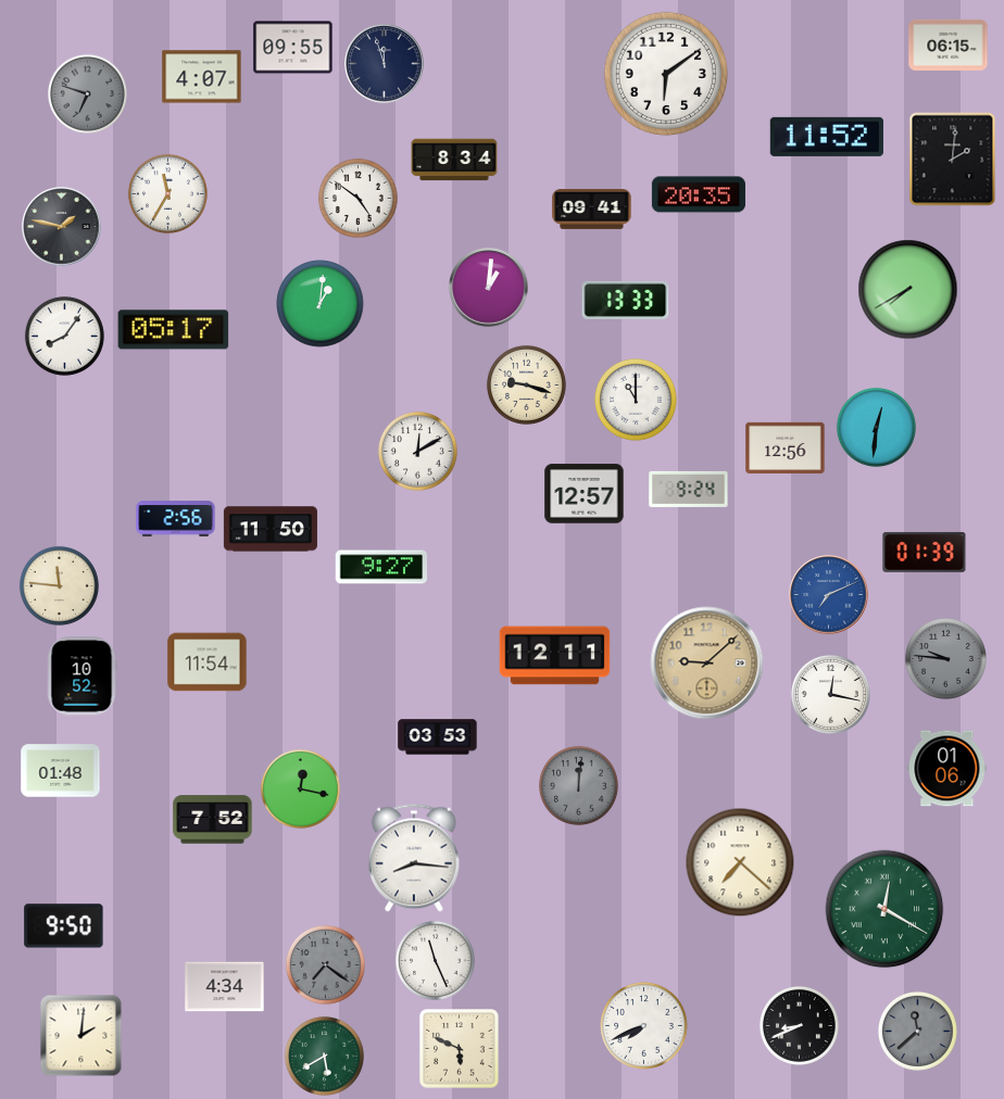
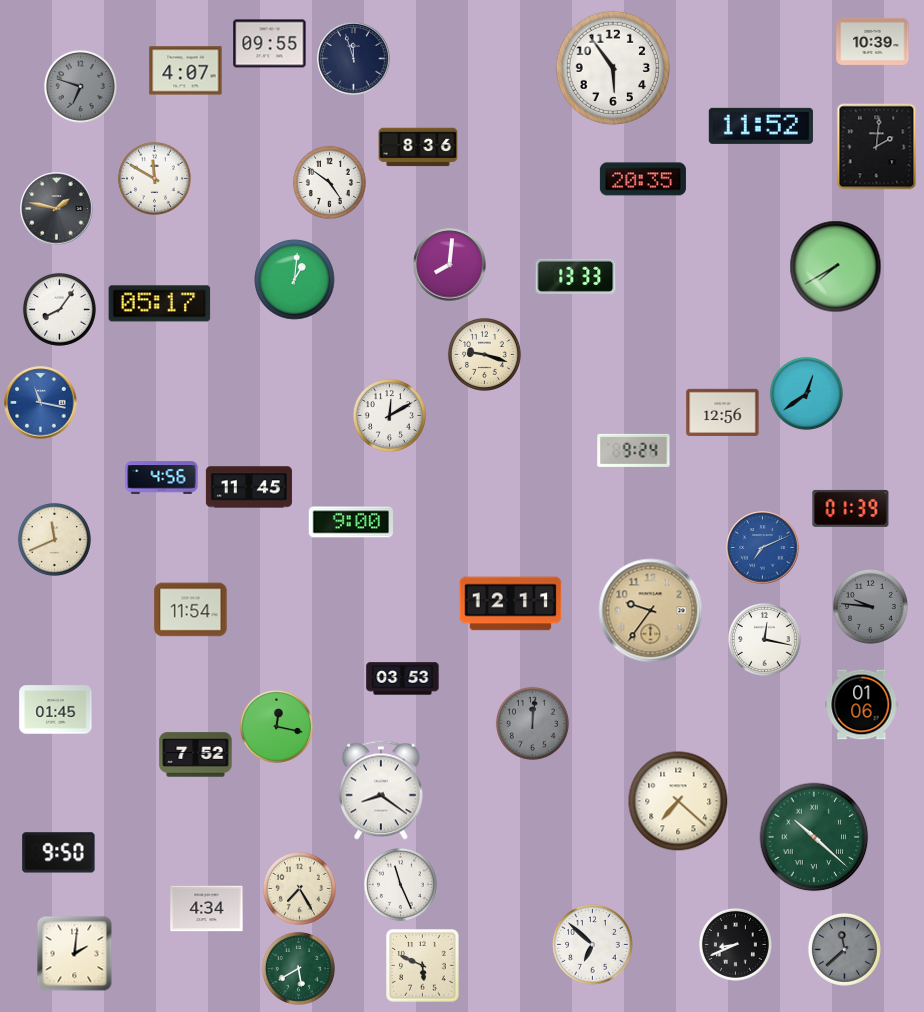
clock at (949, 45): 06:15 -> 10:39
clock at (665, 73): 6:09 -> 5:54
clock at (454, 160): 8:34 -> 8:36
clock at (167, 193): 11:35 -> 11:50
clock at (592, 209): 09:41 -> none
clock at (489, 288): 1:01 -> 8:01
clock at (637, 401): 11:00 -> none
clock at (876, 427): 12:31 -> 12:39
clock at (41, 403): none -> 11:17
clock at (417, 451) position: (417, 451) -> (389, 415)
clock at (585, 494): 12:57 -> none
clock at (176, 519): 2:56 -> 4:56
clock at (271, 529): 11:50 -> 11:45
clock at (381, 567): 9:27 -> 9:00
clock at (59, 585): 11:46 -> 11:41
clock at (707, 664): 9:08 -> 9:36
clock at (81, 677): 10:52 -> none
clock at (947, 769) position: (947, 769) -> (862, 705)
clock at (61, 771): 01:48 -> 01:45
clock at (414, 858): 8:16 -> 8:21
clock at (740, 862) position: (740, 862) -> (678, 801)
clock at (884, 909): 12:20 -> 10:22
clock at (325, 964): 7:21 -> 7:25
clock at (325, 964) dial: grey -> cream
clock at (644, 1026): 7:41 -> 6:52
clock at (324, 1056) position: (324, 1056) -> (298, 968)
